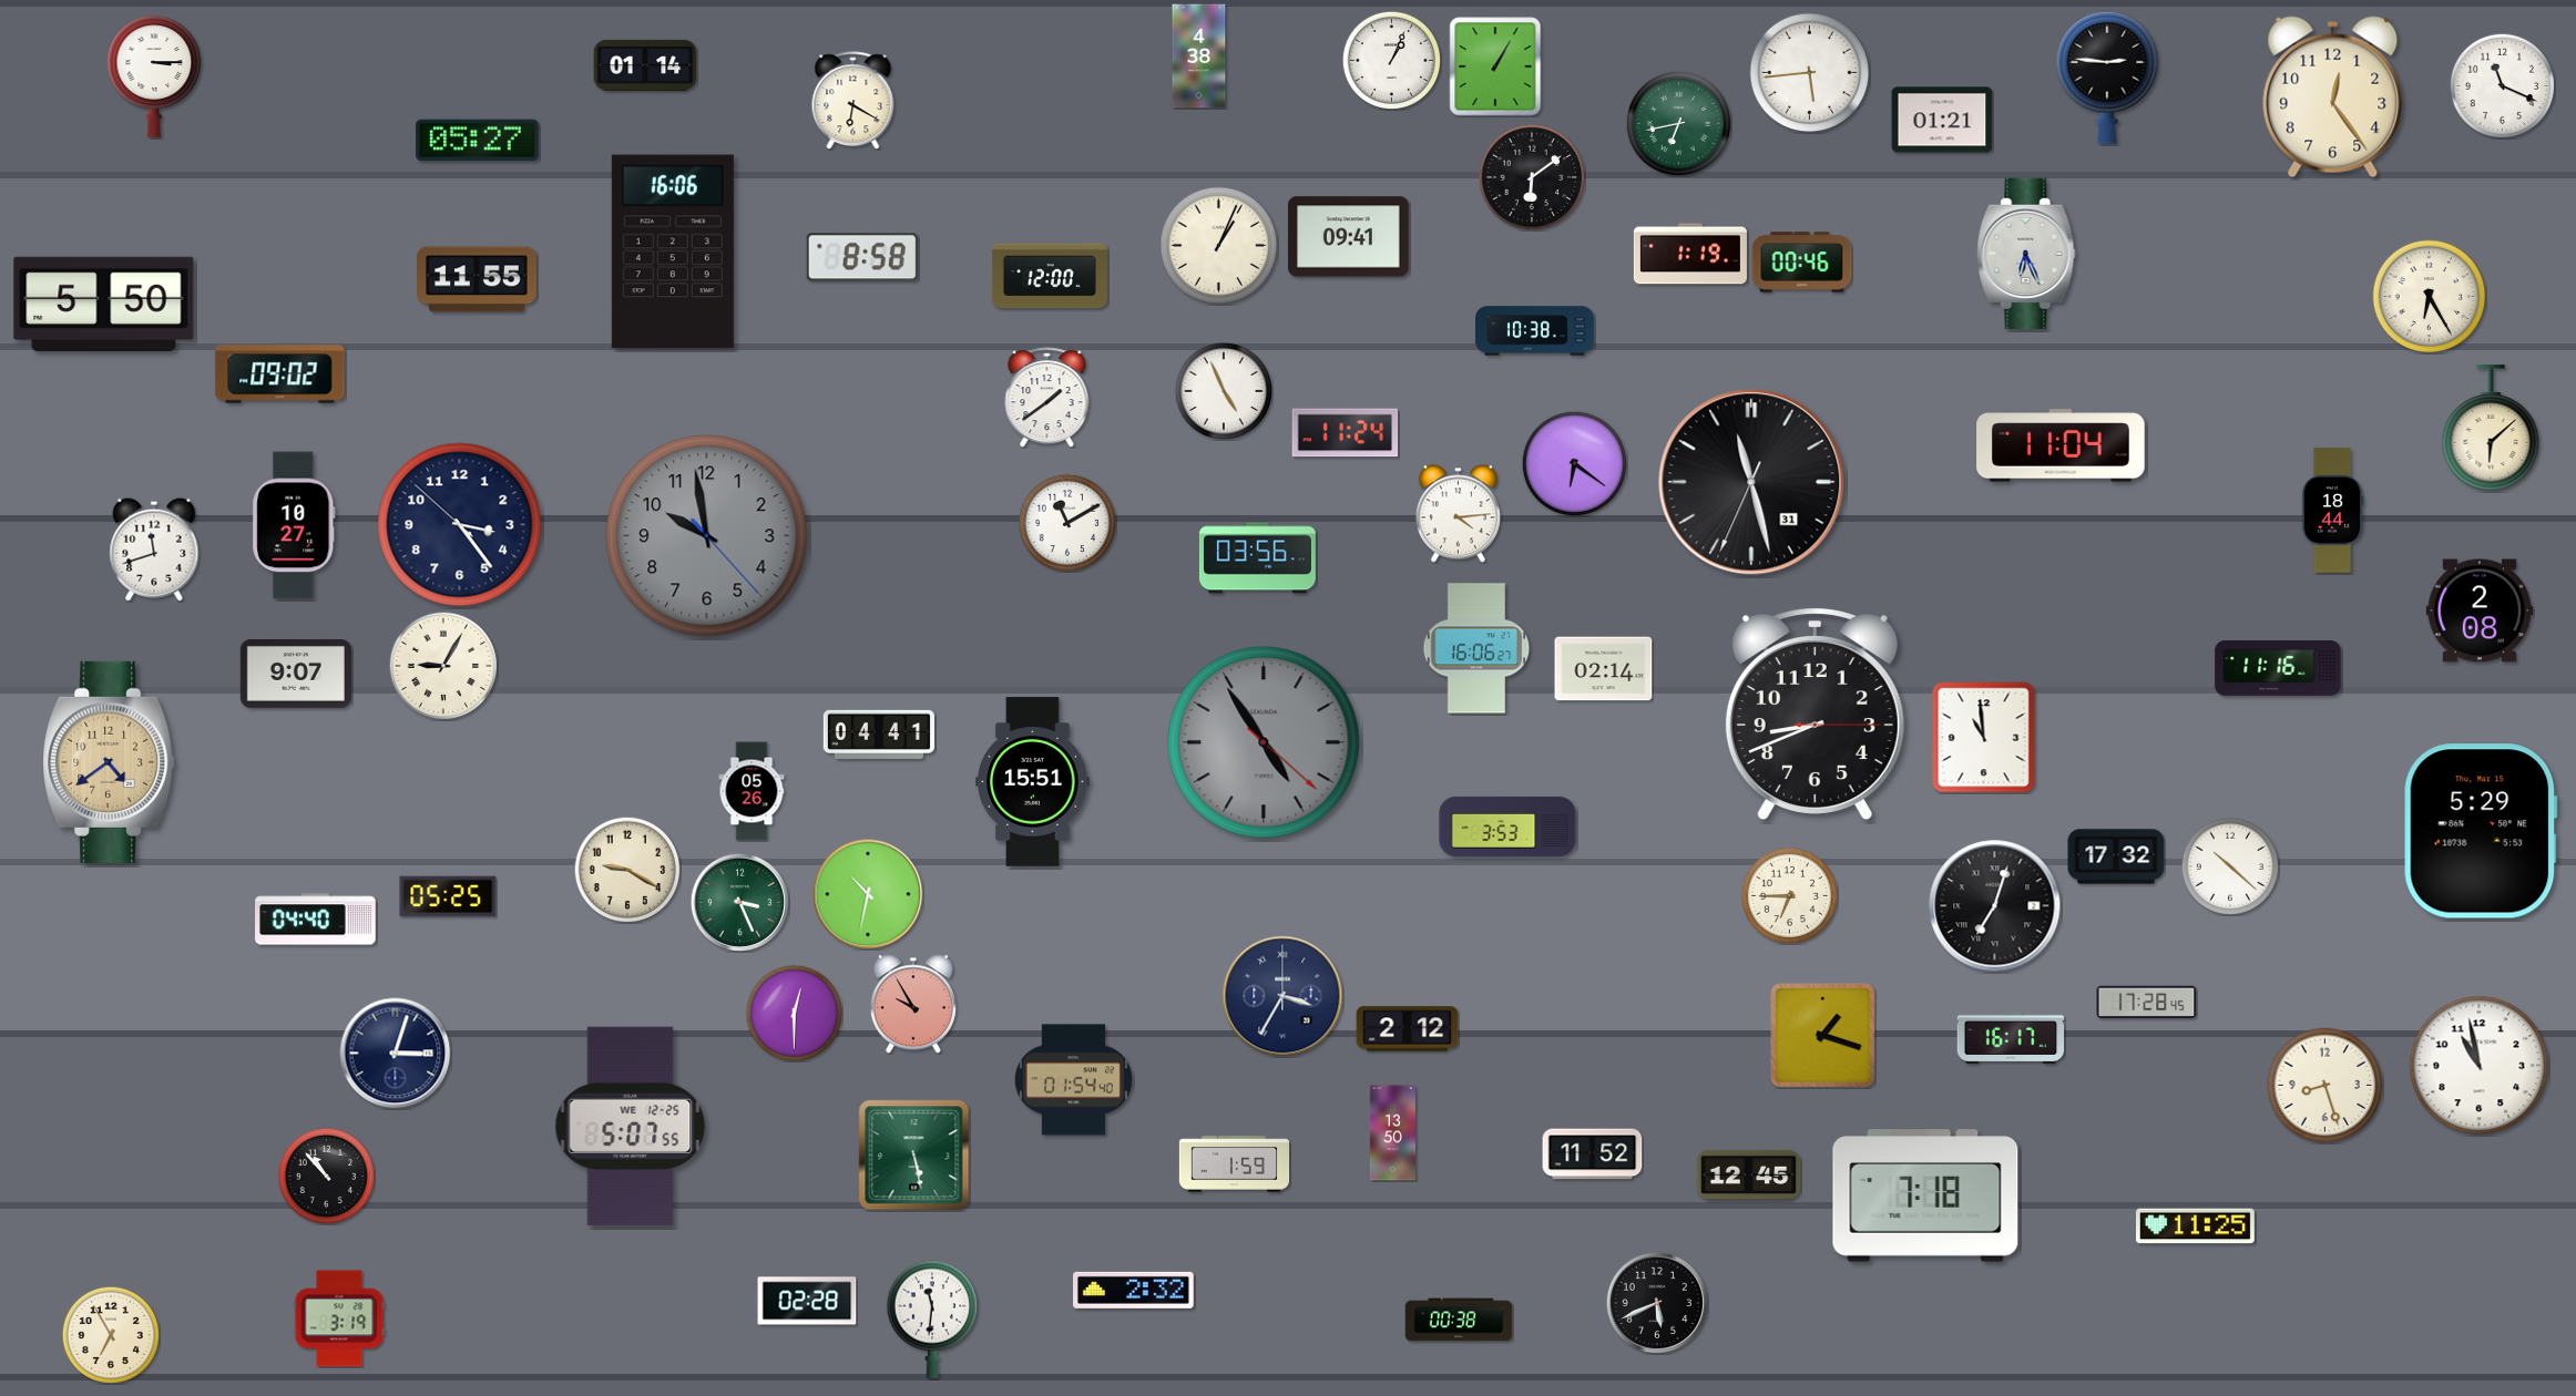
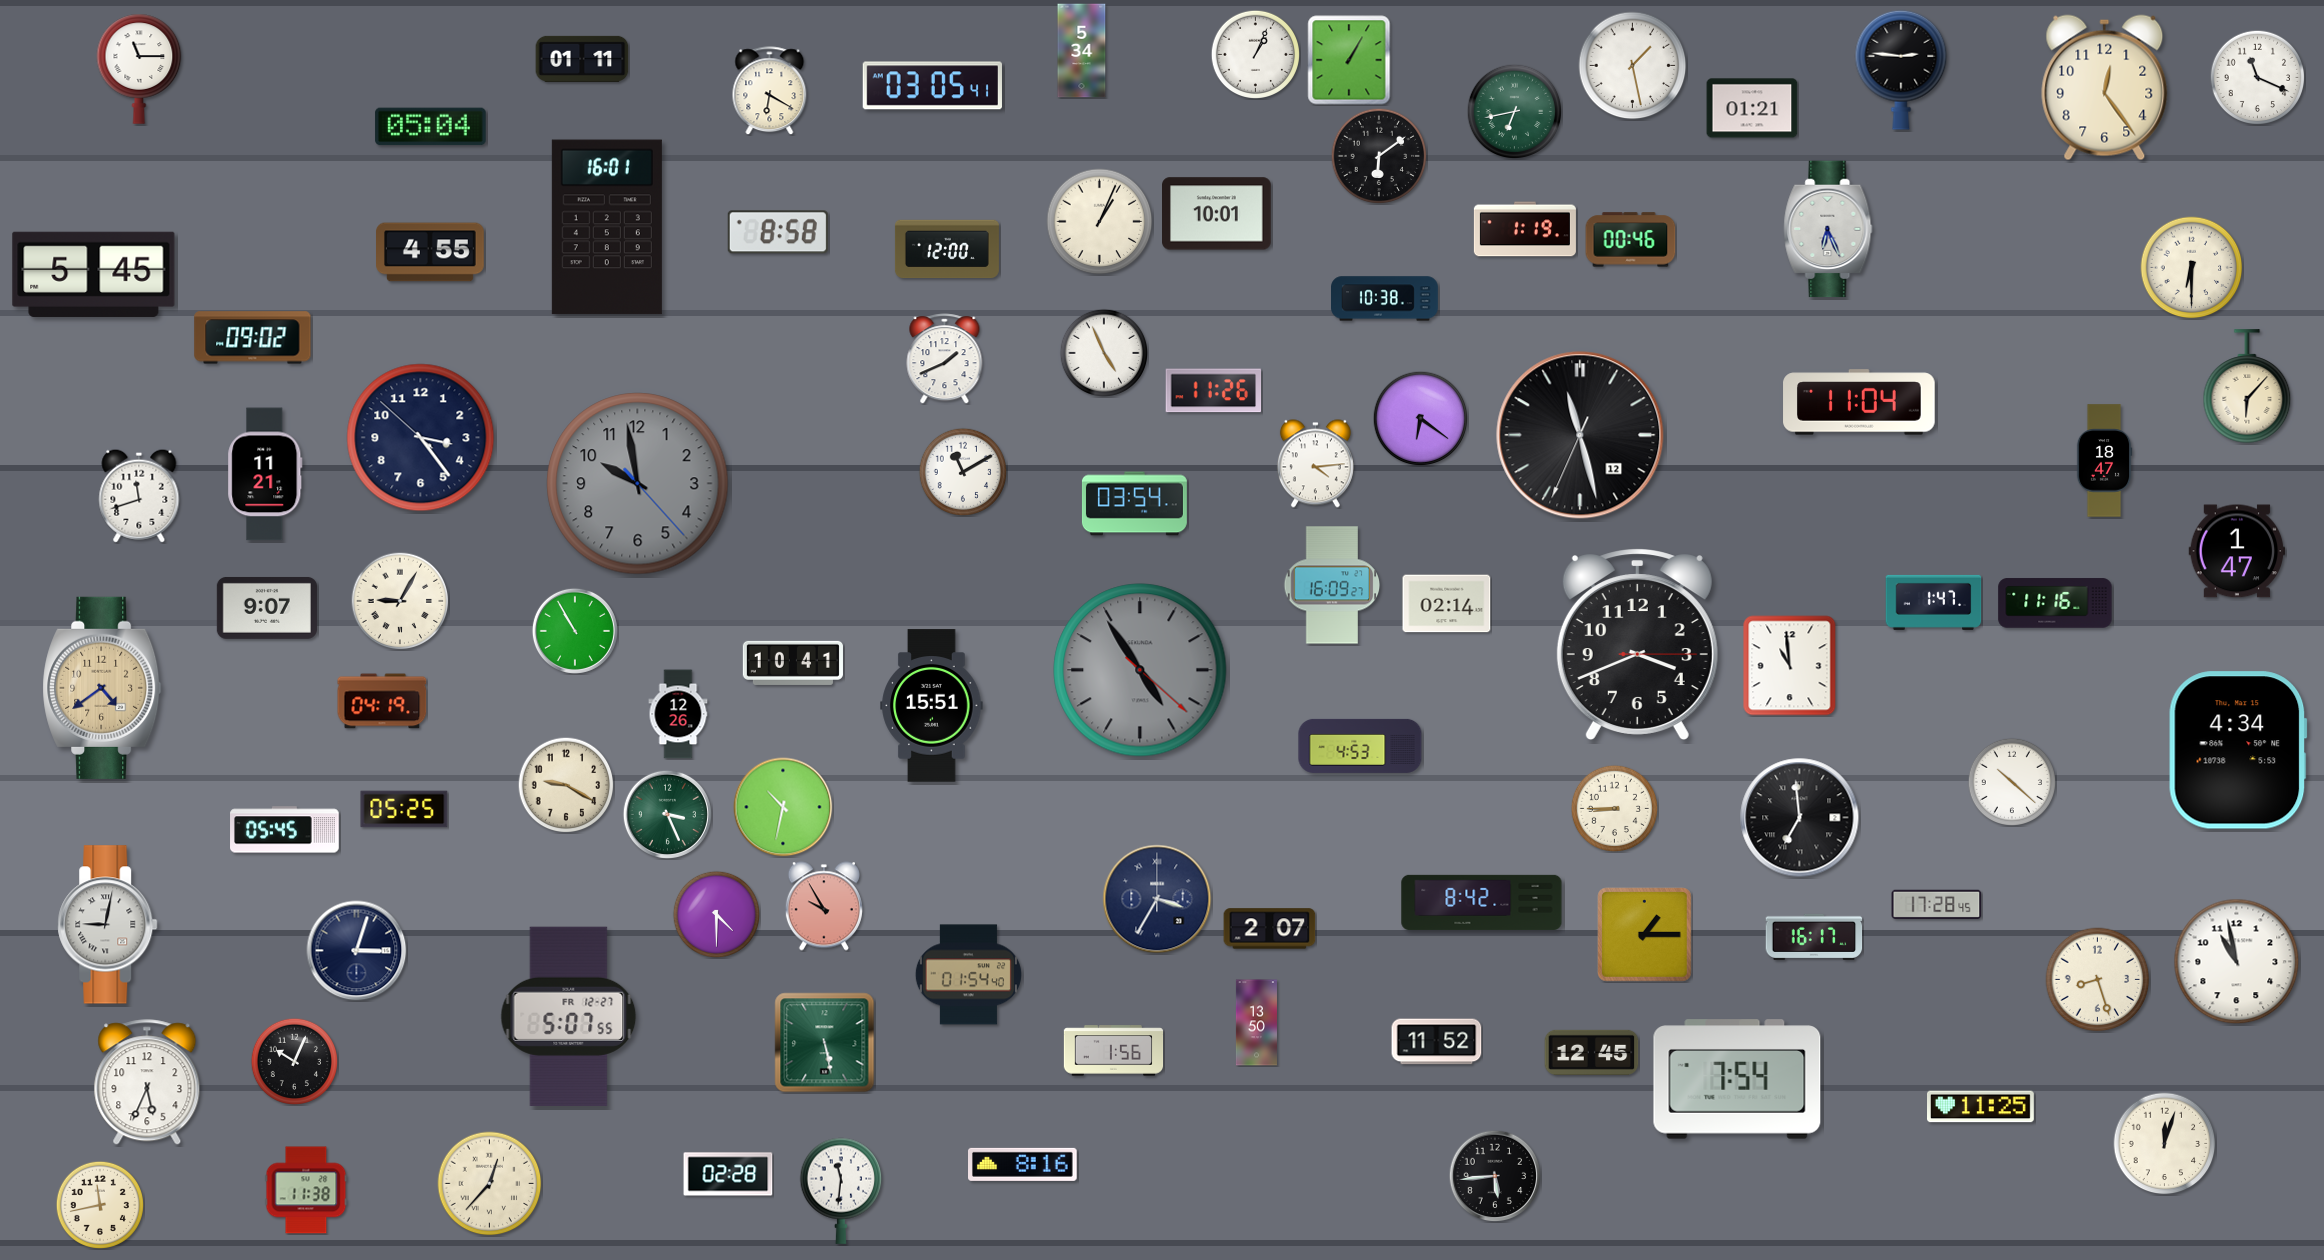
clock at (1199, 57): 4:38 -> 5:34
clock at (645, 65): 01:14 -> 01:11
clock at (1810, 73): 5:44 -> 1:28
clock at (154, 76): 3:15 -> 11:15
clock at (932, 86): none -> 03:05
clock at (478, 141): 05:27 -> 05:04
clock at (1532, 177) position: (1532, 177) -> (1379, 156)
clock at (1349, 237): 09:41 -> 10:01
clock at (673, 252): 16:06 -> 16:01
clock at (1802, 263) position: (1802, 263) -> (1631, 240)
clock at (478, 279): 11:55 -> 4:55
clock at (2430, 297): 6:25 -> 6:30
clock at (104, 304): 5:50 -> 5:45
clock at (1047, 398): 1:39 -> 1:41
clock at (2491, 428): 6:08 -> 6:07
clock at (1346, 433): 11:24 -> 11:26
clock at (1751, 482) date: 31 -> 12
clock at (2332, 511): 18:44 -> 18:47
clock at (294, 525): 10:27 -> 11:21
clock at (460, 525) position: (460, 525) -> (421, 438)
clock at (1257, 558): 03:56 -> 03:54
clock at (2480, 610): 2:08 -> 1:47
clock at (1476, 648): 16:06 -> 16:09
clock at (1934, 602): none -> 1:47
clock at (575, 631): none -> 10:55
clock at (1815, 714): 8:41 -> 3:41
clock at (879, 735): 04:41 -> 10:41
clock at (109, 762) position: (109, 762) -> (102, 688)
clock at (382, 701): none -> 04:19
clock at (752, 791): 05:26 -> 12:26
clock at (1507, 827): 3:53 -> 4:53
clock at (2481, 831): 5:29 -> 4:34
clock at (2116, 856): 17:32 -> none
clock at (1789, 895): 6:45 -> 8:45
clock at (1995, 906): 7:03 -> 6:59
clock at (316, 920): 04:40 -> 05:45
clock at (1482, 902): none -> 8:42
clock at (794, 1013): 12:30 -> 4:30
clock at (108, 925): none -> 9:02
clock at (1408, 1029): 2:12 -> 2:07
clock at (1823, 1036): 1:18 -> 1:15
clock at (631, 1126) date: WE 12-25 -> FR 12-27
clock at (1235, 1164): 1:59 -> 1:56
clock at (1749, 1174) position: (1749, 1174) -> (1592, 1052)
clock at (326, 1176): 10:53 -> 10:04
clock at (1925, 1195): 7:18 -> 7:54
clock at (147, 1083): none -> 5:34
clock at (2165, 1144): none -> 12:03
clock at (1134, 1290): 2:32 -> 8:16
clock at (1657, 1303): 5:41 -> 5:44
clock at (490, 1184): none -> 12:37
clock at (339, 1318): 3:19 -> 11:38
clock at (1459, 1320): 00:38 -> none
clock at (110, 1334): 6:55 -> 11:43
